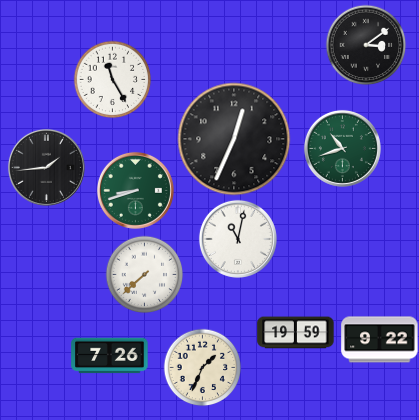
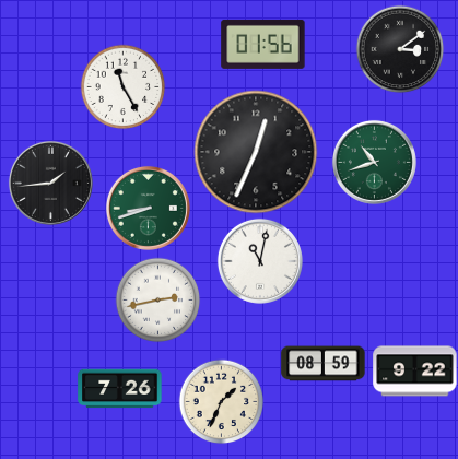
clock at (263, 44): none -> 01:56
clock at (144, 274): 7:38 -> 2:43
clock at (296, 333): 19:59 -> 08:59
